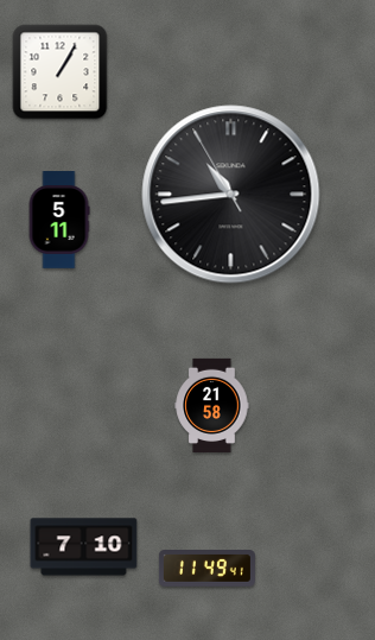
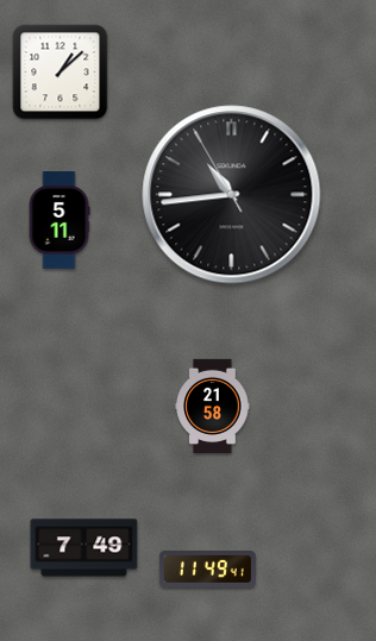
clock at (61, 72): 1:05 -> 1:08
clock at (84, 547): 7:10 -> 7:49
